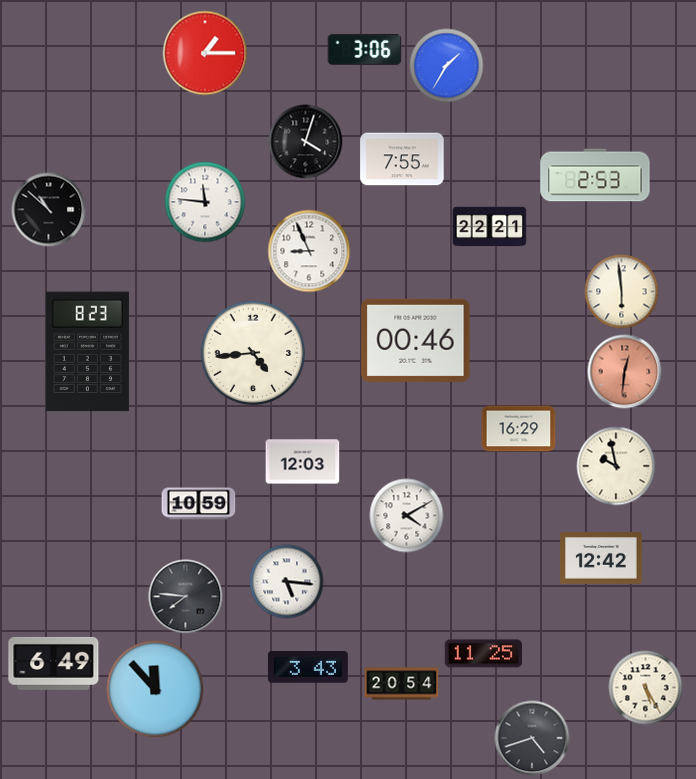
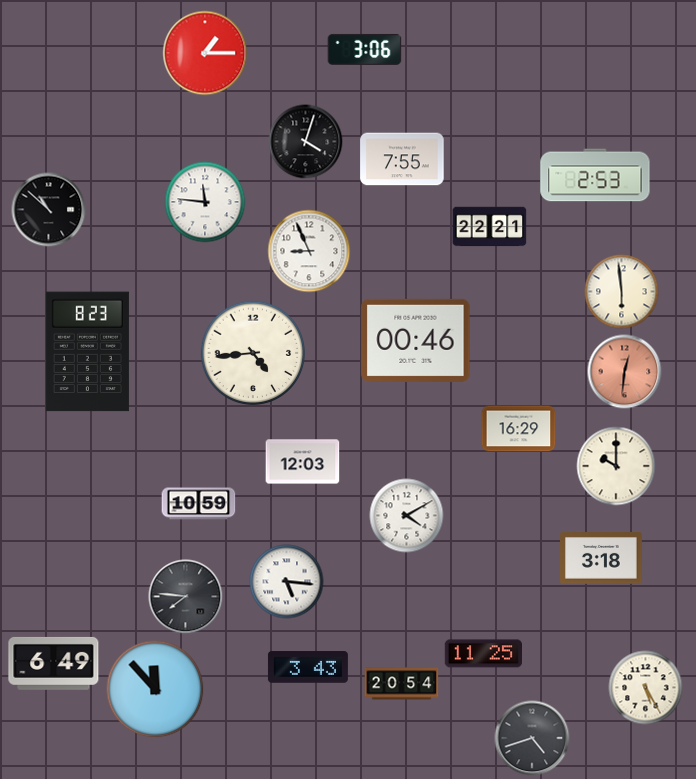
clock at (447, 66): 1:35 -> none
clock at (616, 466): 9:58 -> 10:00
clock at (602, 558): 12:42 -> 3:18
